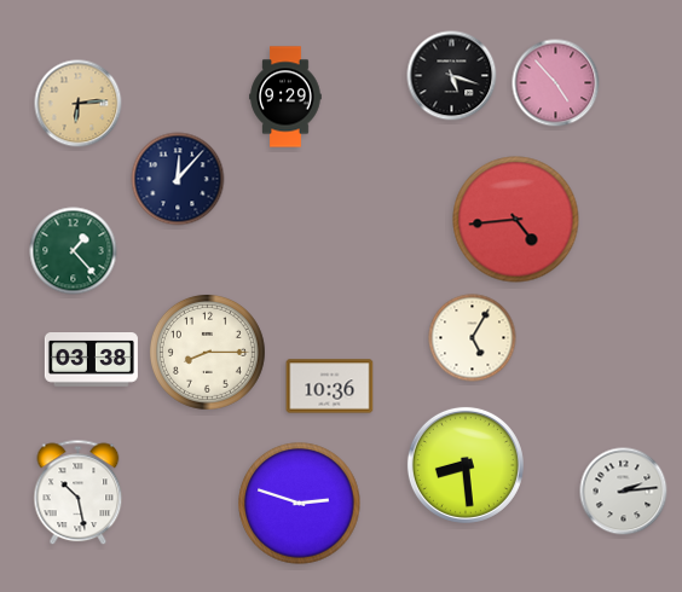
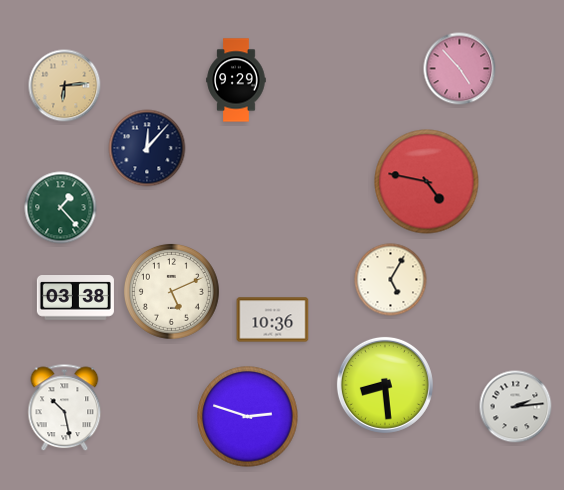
clock at (452, 76): 5:18 -> none
clock at (516, 220): 4:44 -> 4:47
clock at (207, 352): 8:15 -> 5:11
